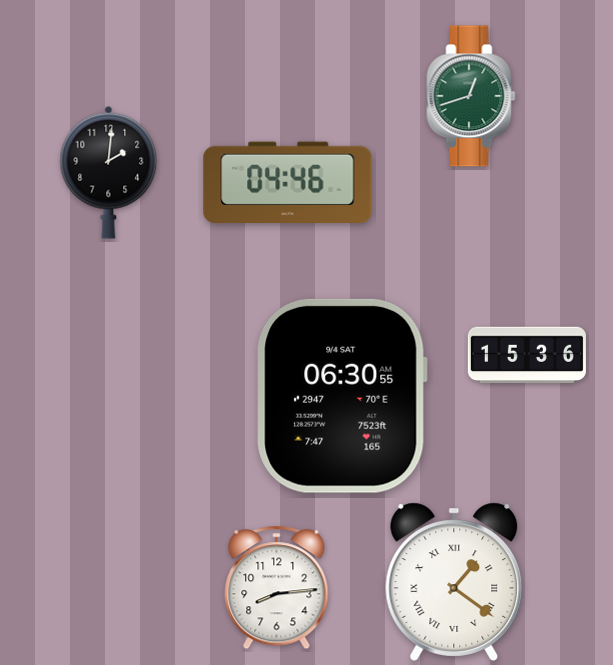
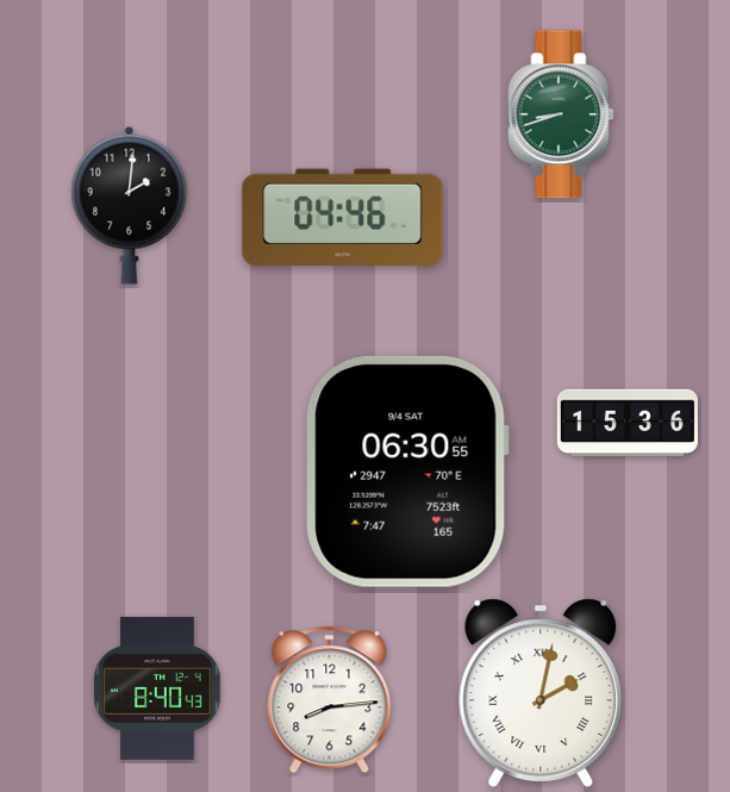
clock at (471, 96): 12:42 -> 8:42
clock at (157, 688): none -> 8:40
clock at (454, 582): 1:21 -> 2:02
